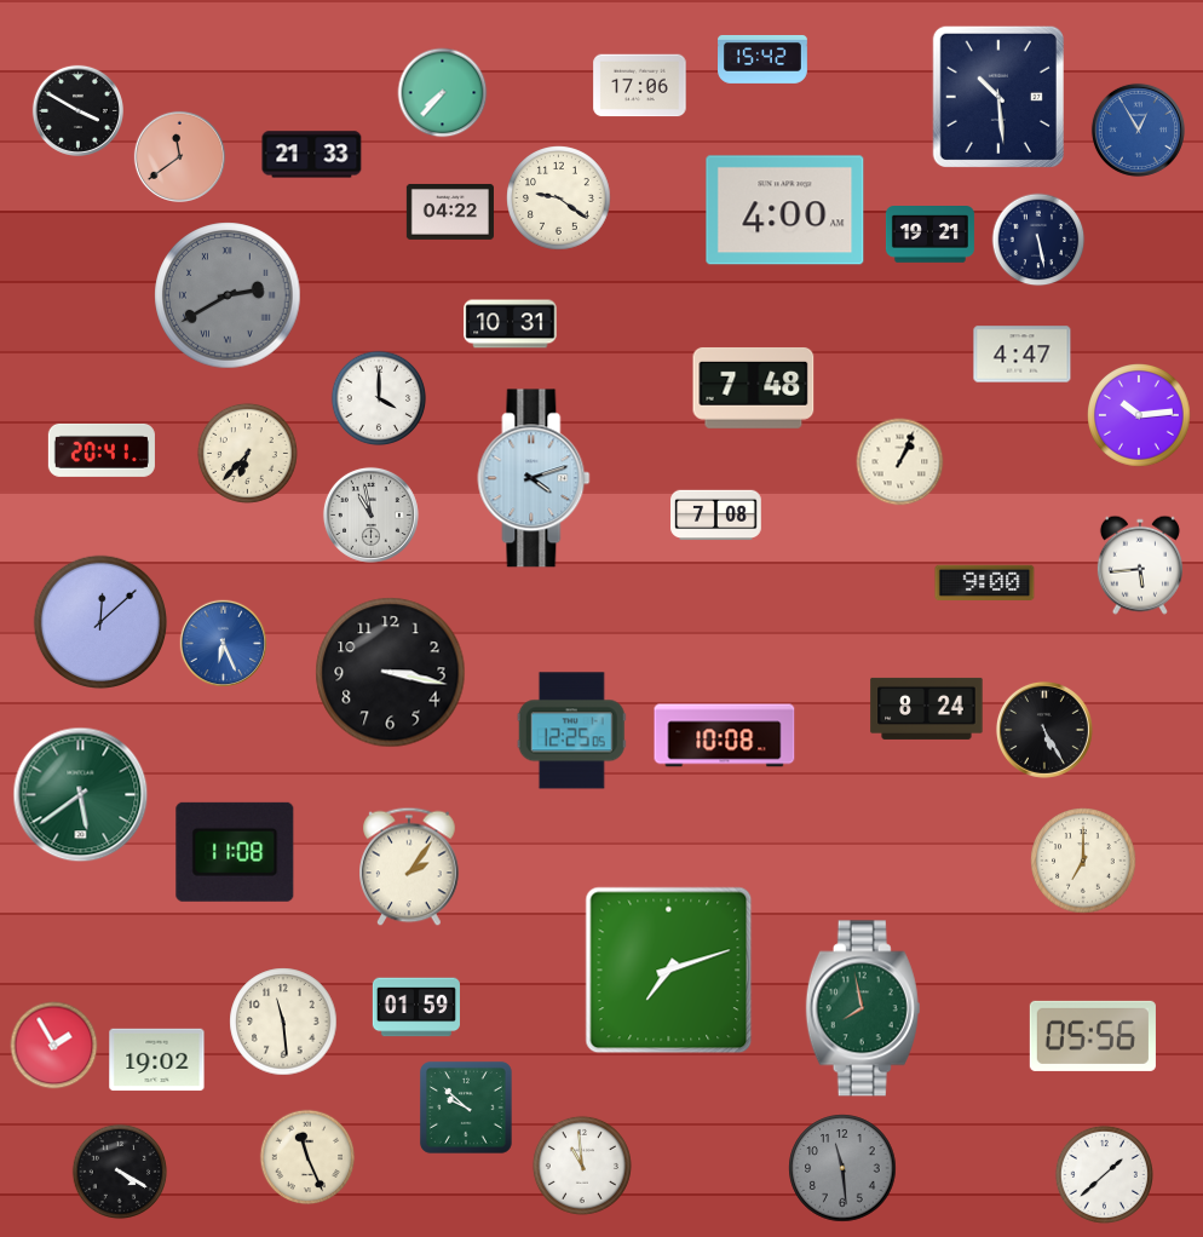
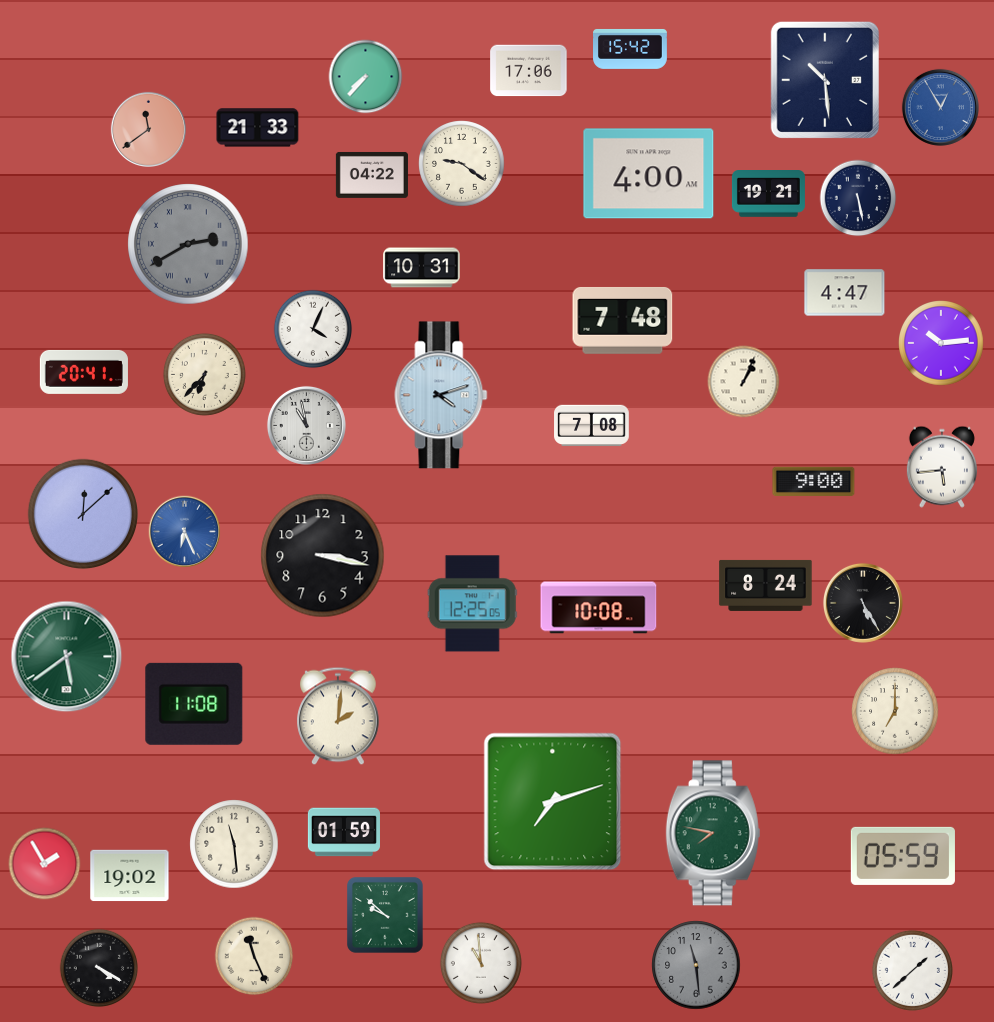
clock at (77, 110): 3:50 -> none
clock at (379, 398): 4:00 -> 4:04
clock at (409, 867): 2:06 -> 2:01
clock at (863, 1008): 7:58 -> 7:47
clock at (1093, 1036): 05:56 -> 05:59
